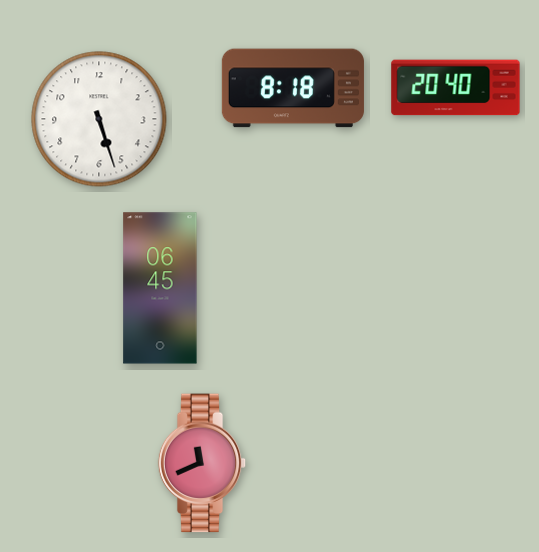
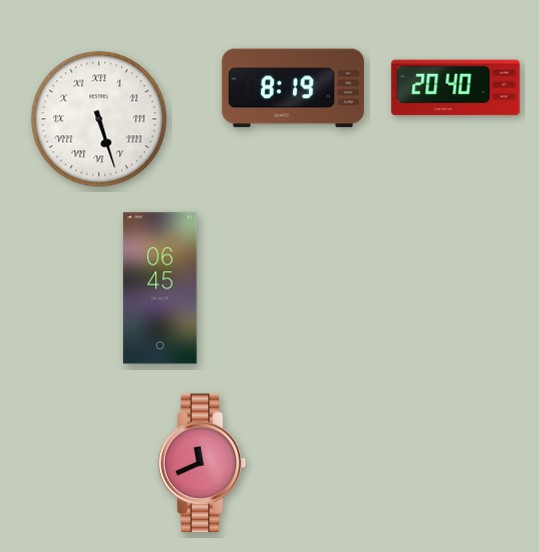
clock at (293, 88): 8:18 -> 8:19
clock at (99, 119) numerals: Arabic -> Roman
